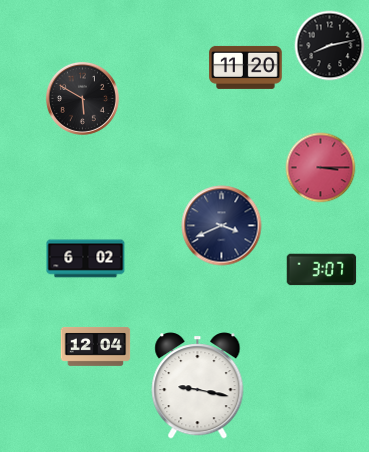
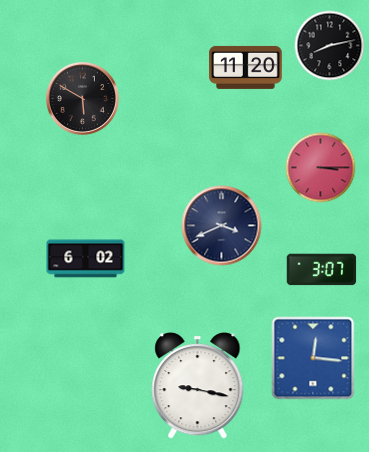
clock at (96, 346): 12:04 -> none
clock at (313, 358): none -> 12:16
